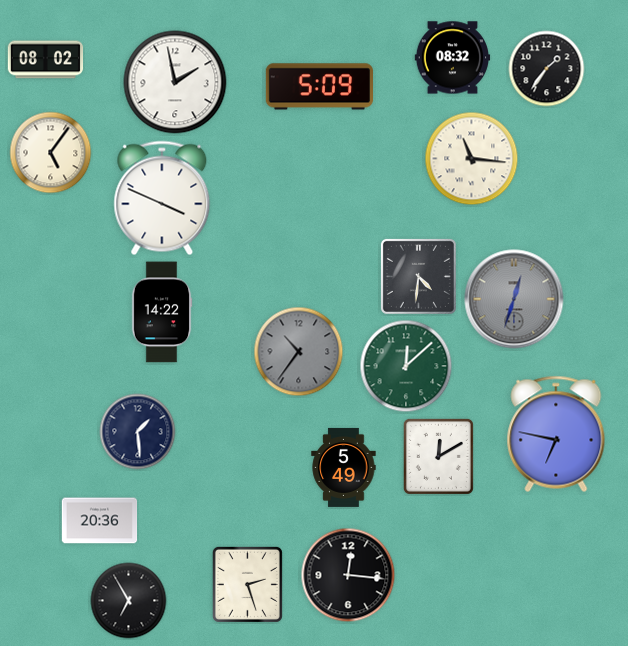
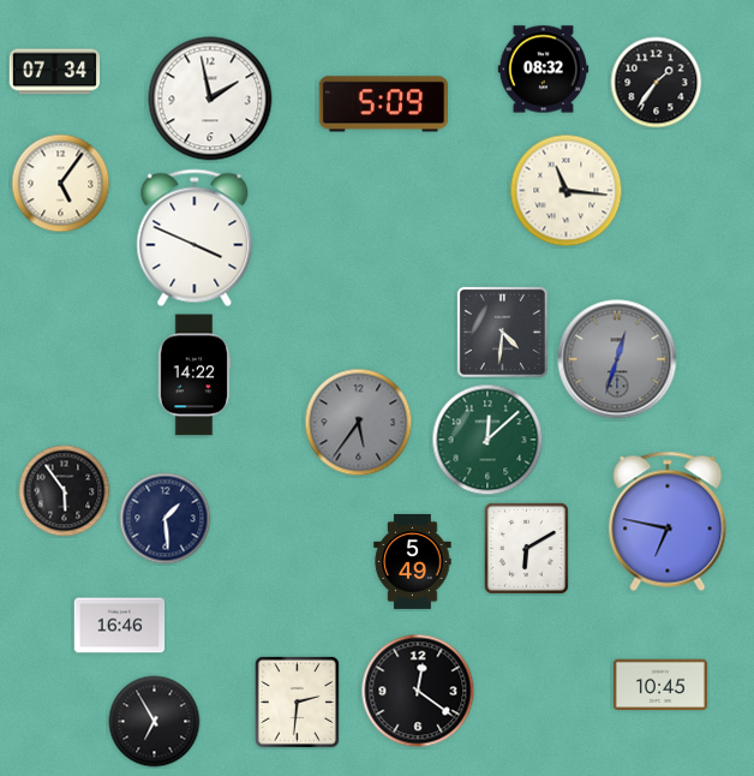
clock at (46, 60): 08:02 -> 07:34
clock at (299, 352): 10:36 -> 5:36
clock at (65, 491): none -> 5:54
clock at (438, 456): 12:10 -> 6:10
clock at (100, 521): 20:36 -> 16:46
clock at (660, 685): none -> 10:45
clock at (348, 575): 12:16 -> 12:21
clock at (247, 584): 2:27 -> 2:31
